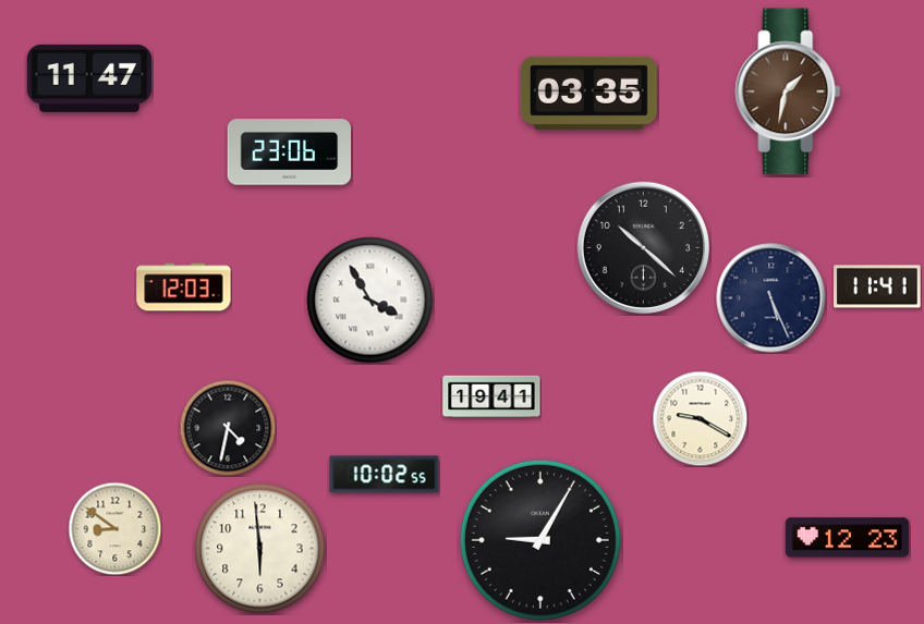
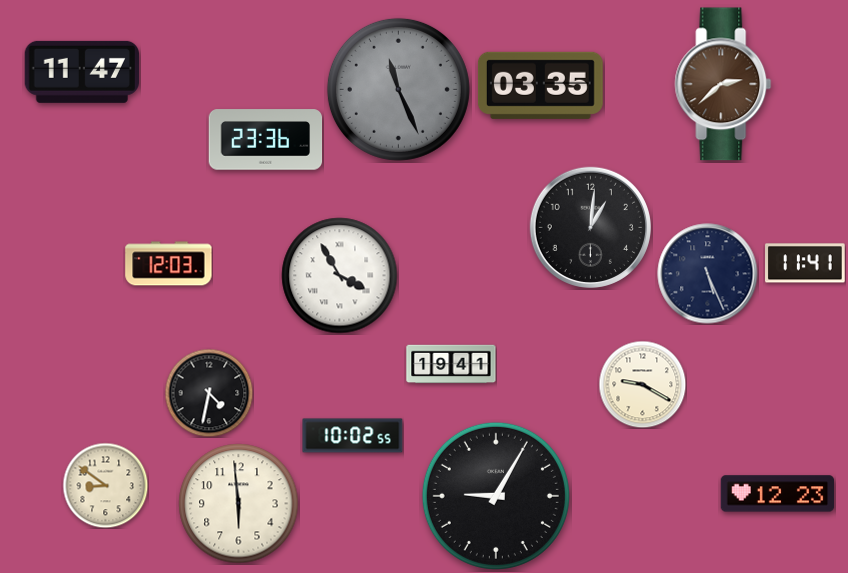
clock at (788, 91): 1:32 -> 2:38
clock at (398, 89): none -> 11:26
clock at (290, 152): 23:06 -> 23:36
clock at (643, 247): 10:22 -> 1:01
